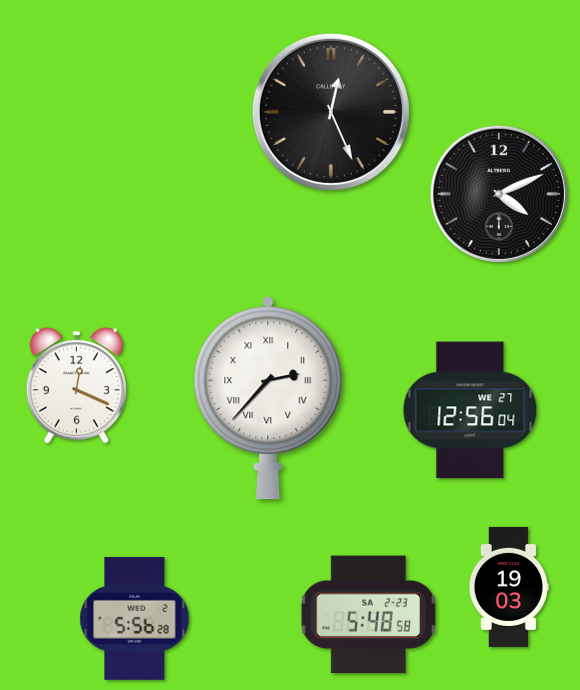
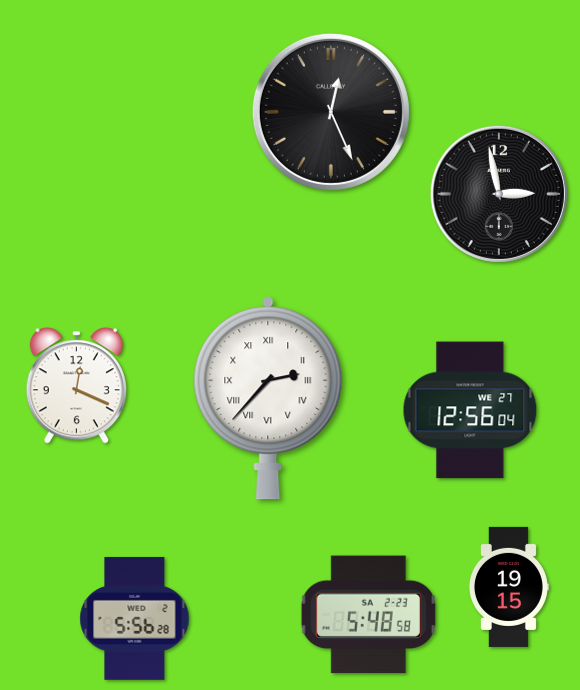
clock at (499, 194): 4:11 -> 2:58
clock at (508, 587): 19:03 -> 19:15
